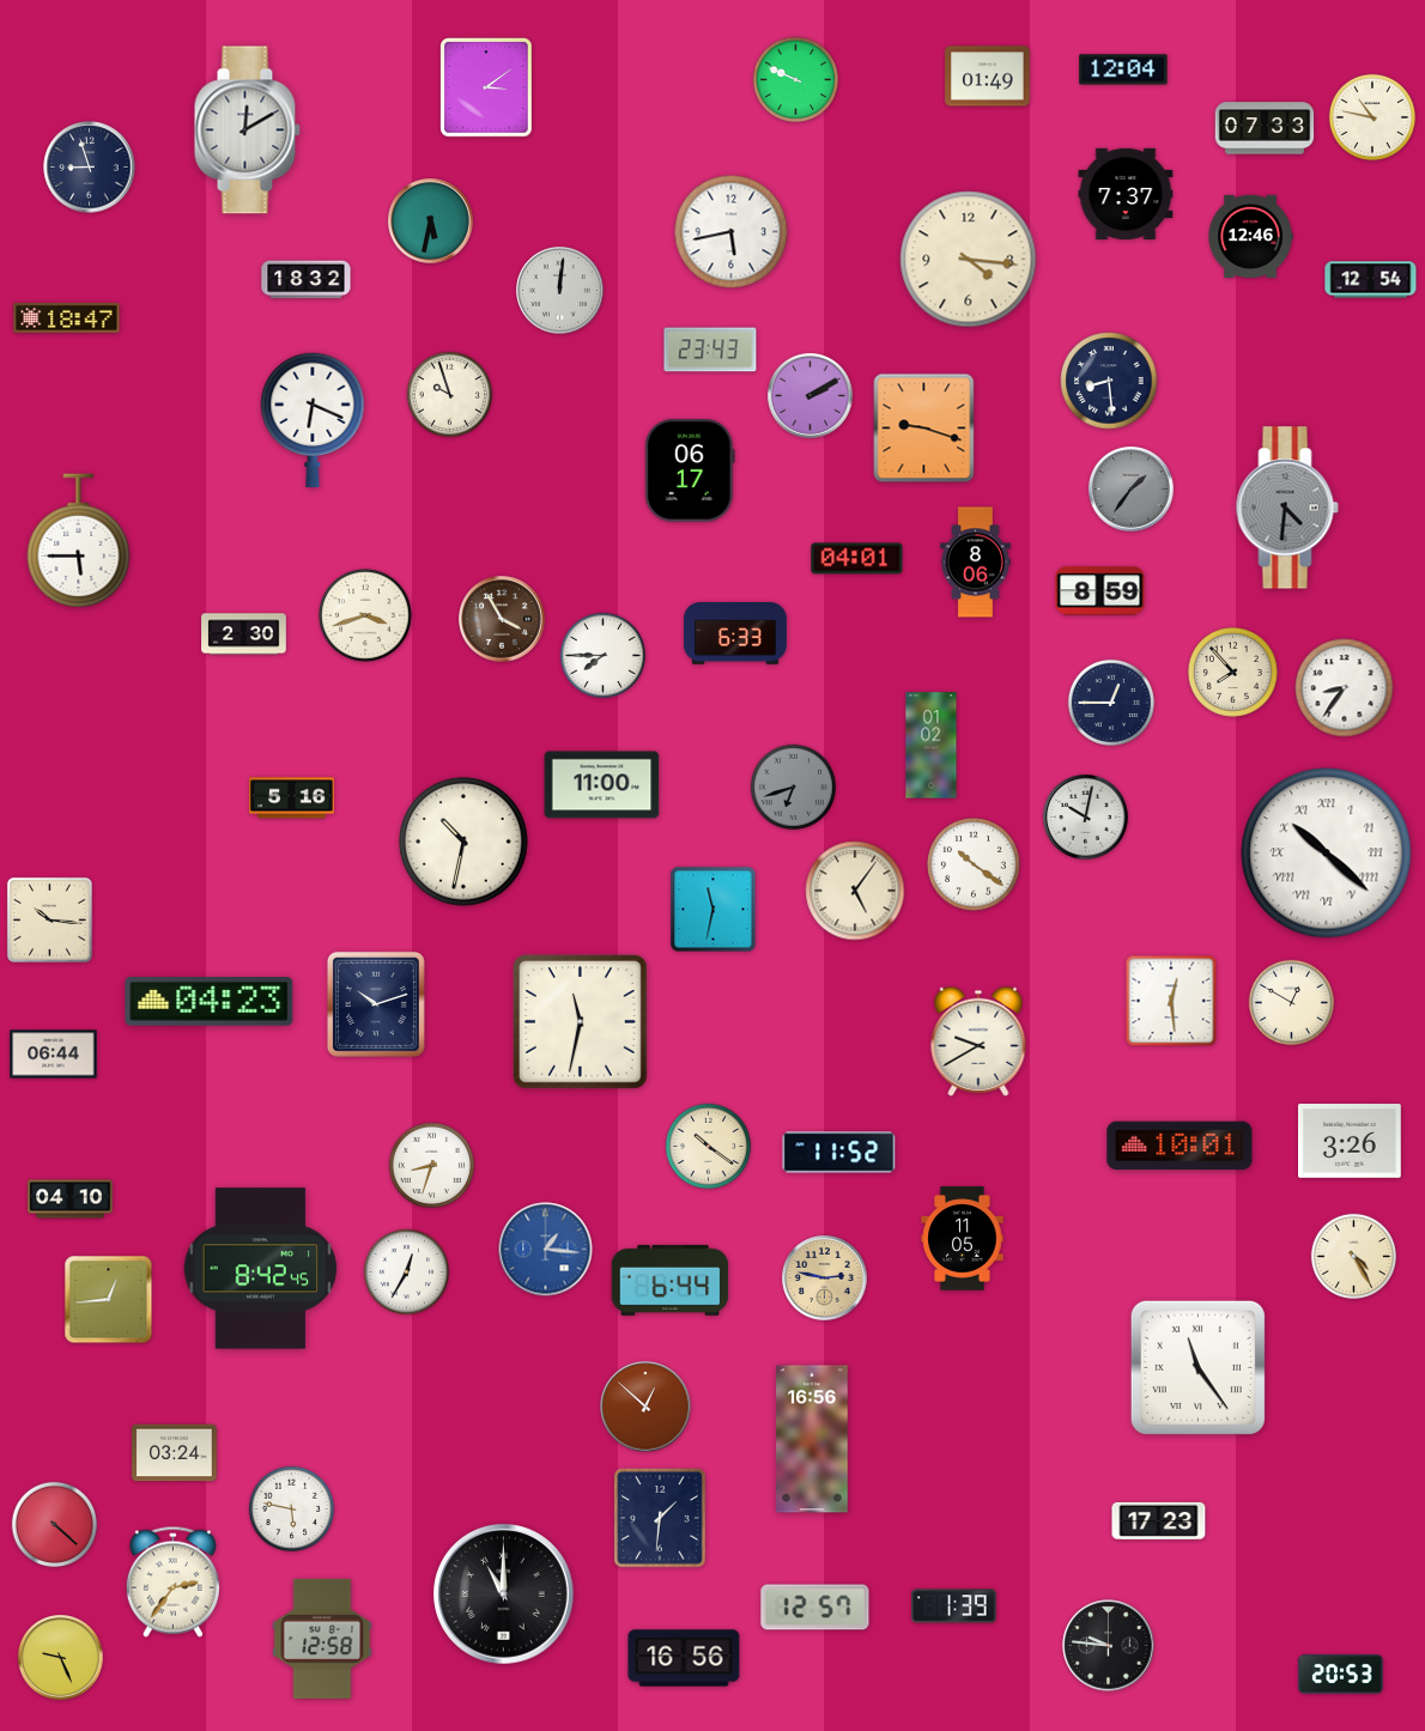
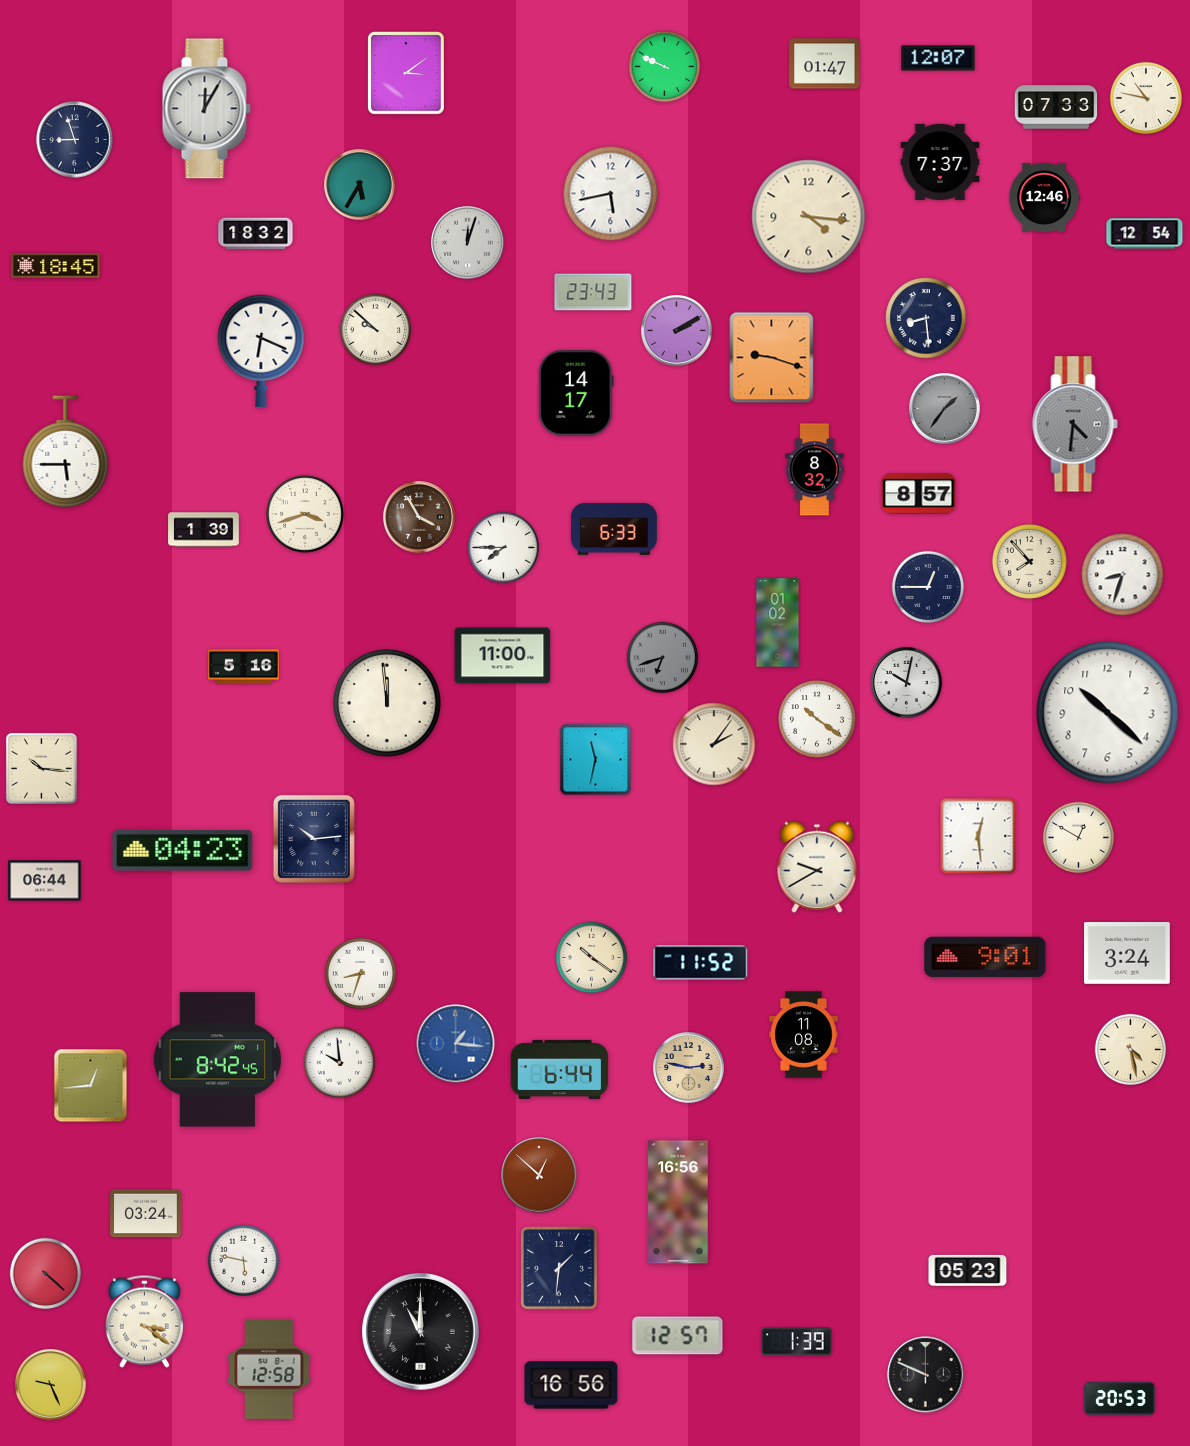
clock at (1123, 69): 12:04 -> 12:07
clock at (988, 77): 01:49 -> 01:47
clock at (247, 130): 12:10 -> 12:05
clock at (431, 221): 5:32 -> 5:35
clock at (560, 291): 12:01 -> 12:03
clock at (67, 317): 18:47 -> 18:45
clock at (449, 394): 9:57 -> 9:52
clock at (690, 470): 06:17 -> 14:17
clock at (857, 559): 04:01 -> none
clock at (976, 563): 8:06 -> 8:32
clock at (1100, 591): 8:59 -> 8:57
clock at (244, 634): 2:30 -> 1:39
clock at (1345, 688): 8:36 -> 8:33
clock at (463, 842): 10:32 -> 11:59
clock at (1327, 854) numerals: Roman -> Arabic
clock at (974, 864) position: (974, 864) -> (817, 719)
clock at (855, 891): 5:06 -> 2:06
clock at (210, 1002) position: (210, 1002) -> (183, 851)
clock at (376, 1004): 10:12 -> 10:14
clock at (581, 1022): 11:32 -> none
clock at (978, 1041) position: (978, 1041) -> (817, 867)
clock at (1351, 1142): 3:26 -> 3:24
clock at (1180, 1146): 10:01 -> 9:01
clock at (71, 1199): 04:10 -> none
clock at (963, 1239): 11:05 -> 11:08
clock at (1353, 1256): 4:25 -> 4:28
clock at (406, 1271): 12:35 -> 9:59
clock at (1197, 1367): 11:24 -> none
clock at (661, 1519) position: (661, 1519) -> (560, 1269)
clock at (1159, 1520): 17:23 -> 05:23
clock at (172, 1581): 2:36 -> 3:21
clock at (815, 1608) position: (815, 1608) -> (678, 1336)
clock at (1109, 1646): 9:46 -> 9:49
